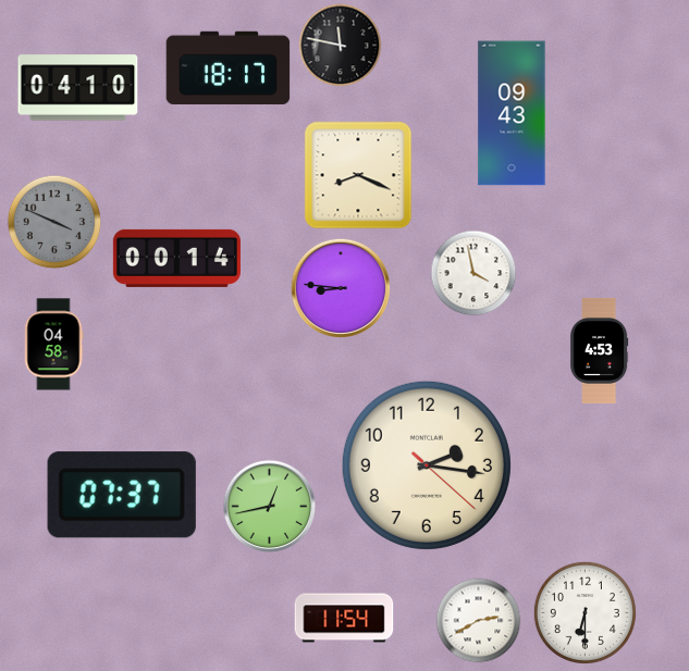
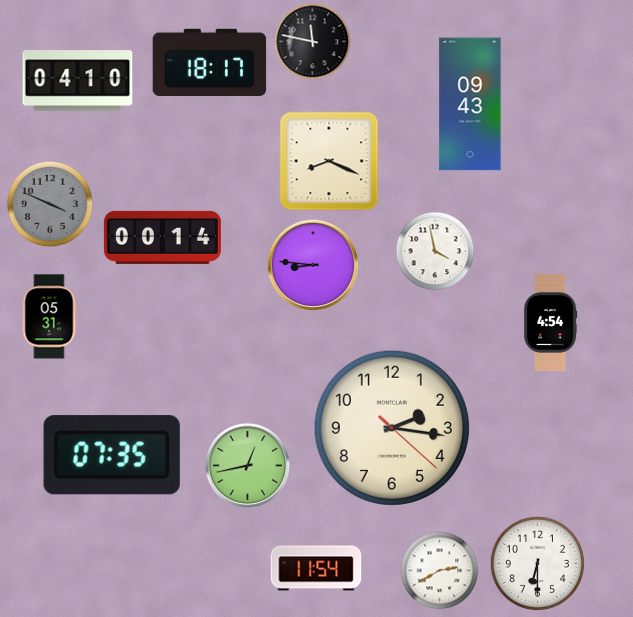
clock at (78, 88) position: (78, 88) -> (78, 81)
clock at (53, 345): 04:58 -> 05:31
clock at (600, 350): 4:53 -> 4:54
clock at (122, 495): 07:37 -> 07:35
